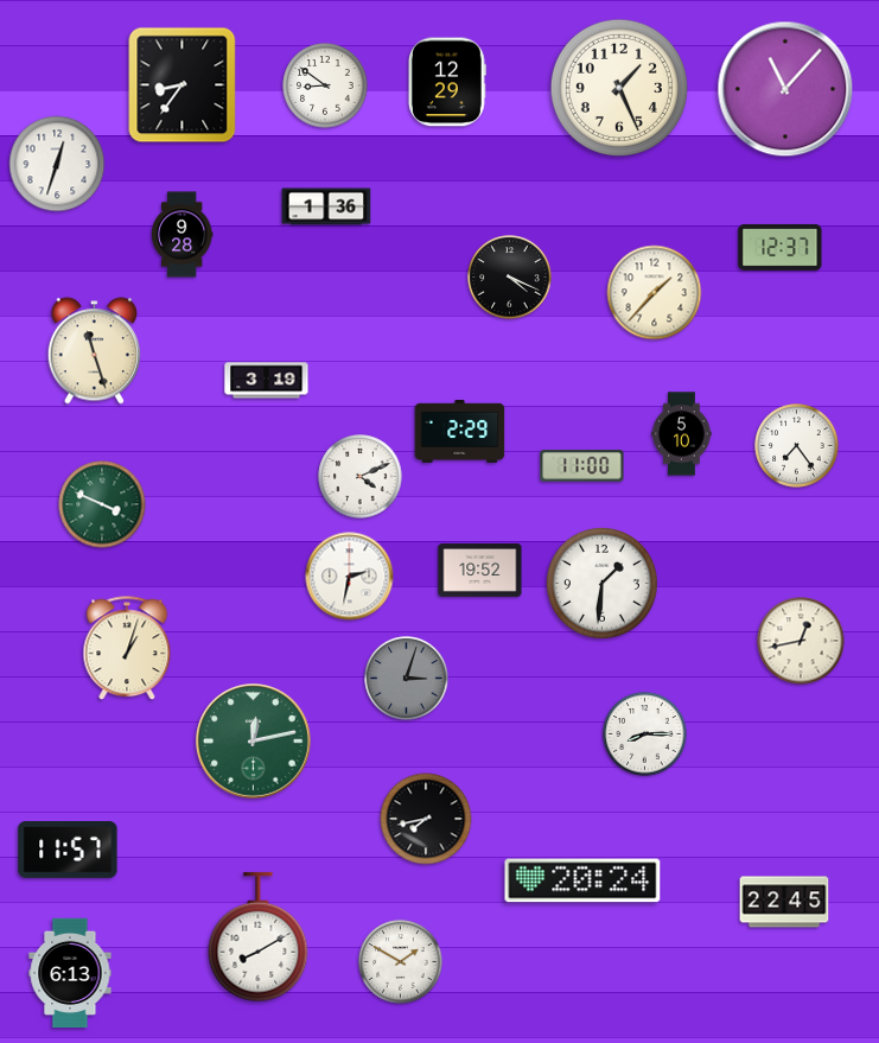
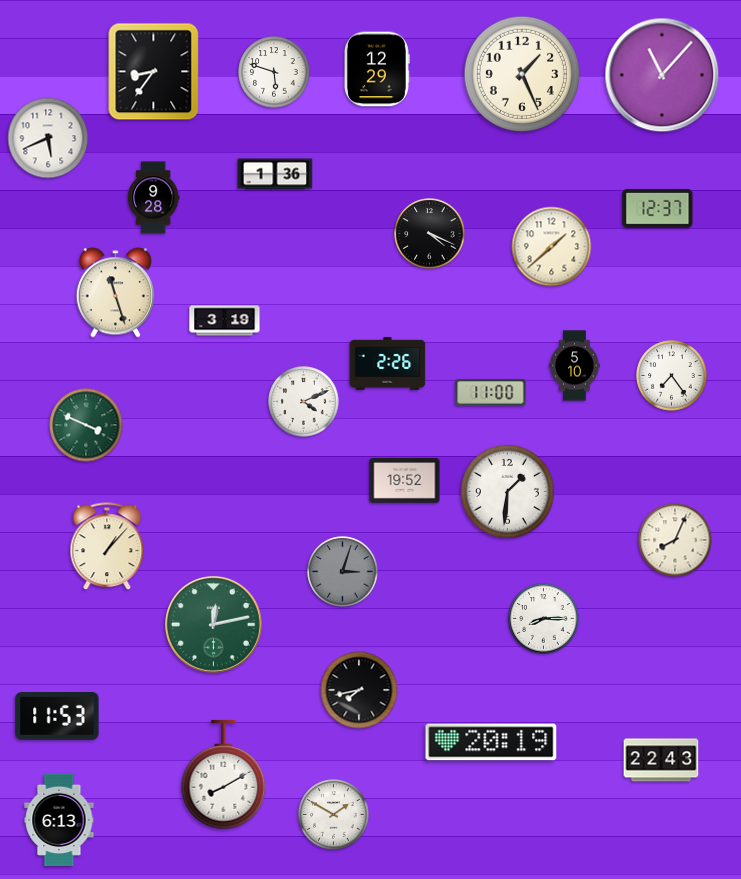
clock at (325, 85): 8:51 -> 5:48
clock at (57, 164): 12:33 -> 5:41
clock at (655, 293): 1:37 -> 1:38
clock at (94, 351) position: (94, 351) -> (115, 293)
clock at (460, 431): 2:29 -> 2:26
clock at (350, 577): 2:32 -> none
clock at (801, 641): 12:43 -> 8:04
clock at (127, 649): 1:03 -> 1:07
clock at (68, 851): 11:57 -> 11:53
clock at (582, 880): 20:24 -> 20:19
clock at (784, 902): 22:45 -> 22:43
clock at (259, 937) position: (259, 937) -> (224, 775)
clock at (401, 962) position: (401, 962) -> (334, 815)
